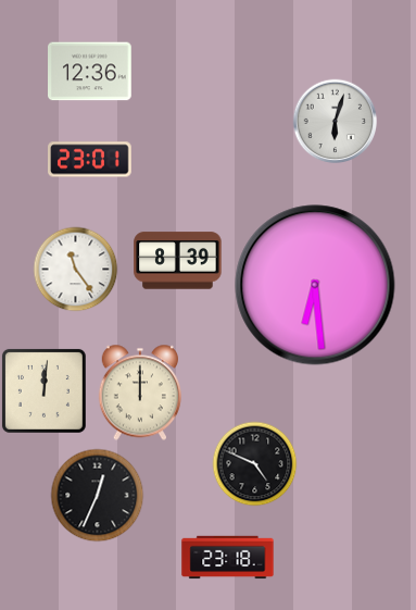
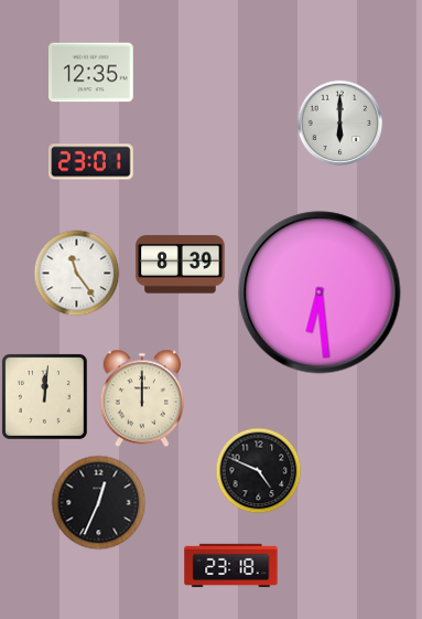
clock at (90, 72): 12:36 -> 12:35
clock at (335, 121): 6:03 -> 6:00
clock at (315, 285) position: (315, 285) -> (320, 292)
